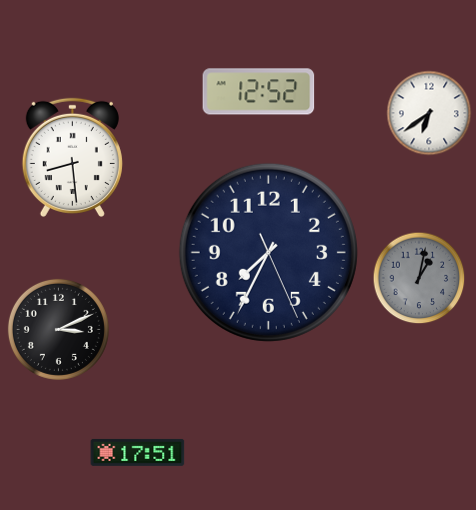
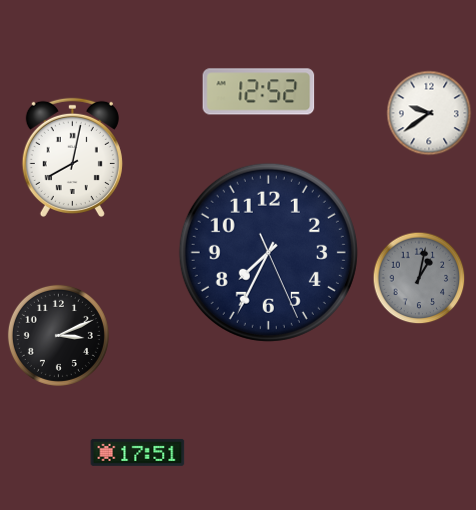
clock at (429, 113): 6:39 -> 9:39
clock at (72, 157): 8:29 -> 8:02
clock at (58, 329) position: (58, 329) -> (58, 335)
